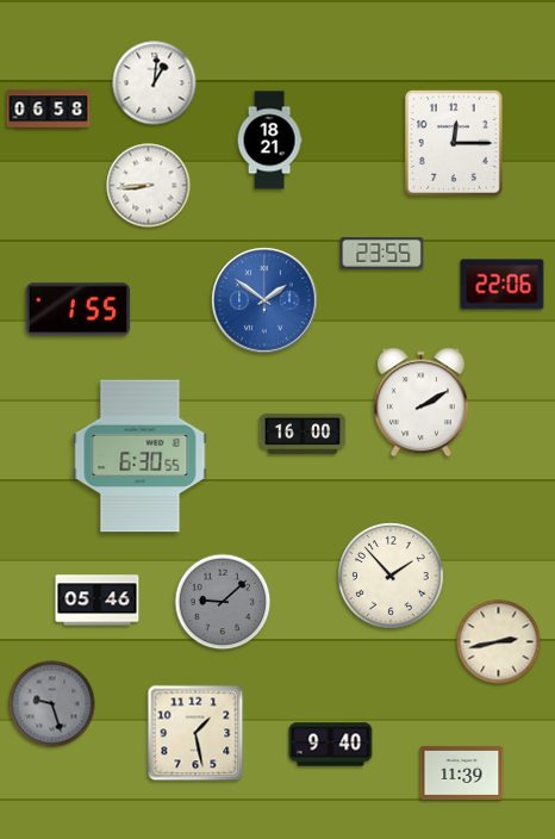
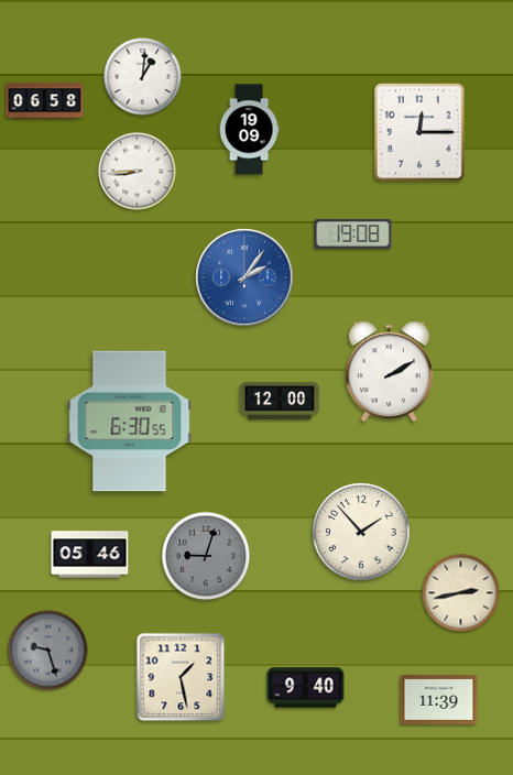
clock at (269, 141): 18:21 -> 19:09
clock at (382, 254): 23:55 -> 19:08
clock at (503, 285): 22:06 -> none
clock at (264, 300): 1:51 -> 2:06
clock at (79, 310): 1:55 -> none
clock at (303, 434): 16:00 -> 12:00
clock at (223, 602): 9:08 -> 9:03
clock at (462, 772) position: (462, 772) -> (439, 699)
